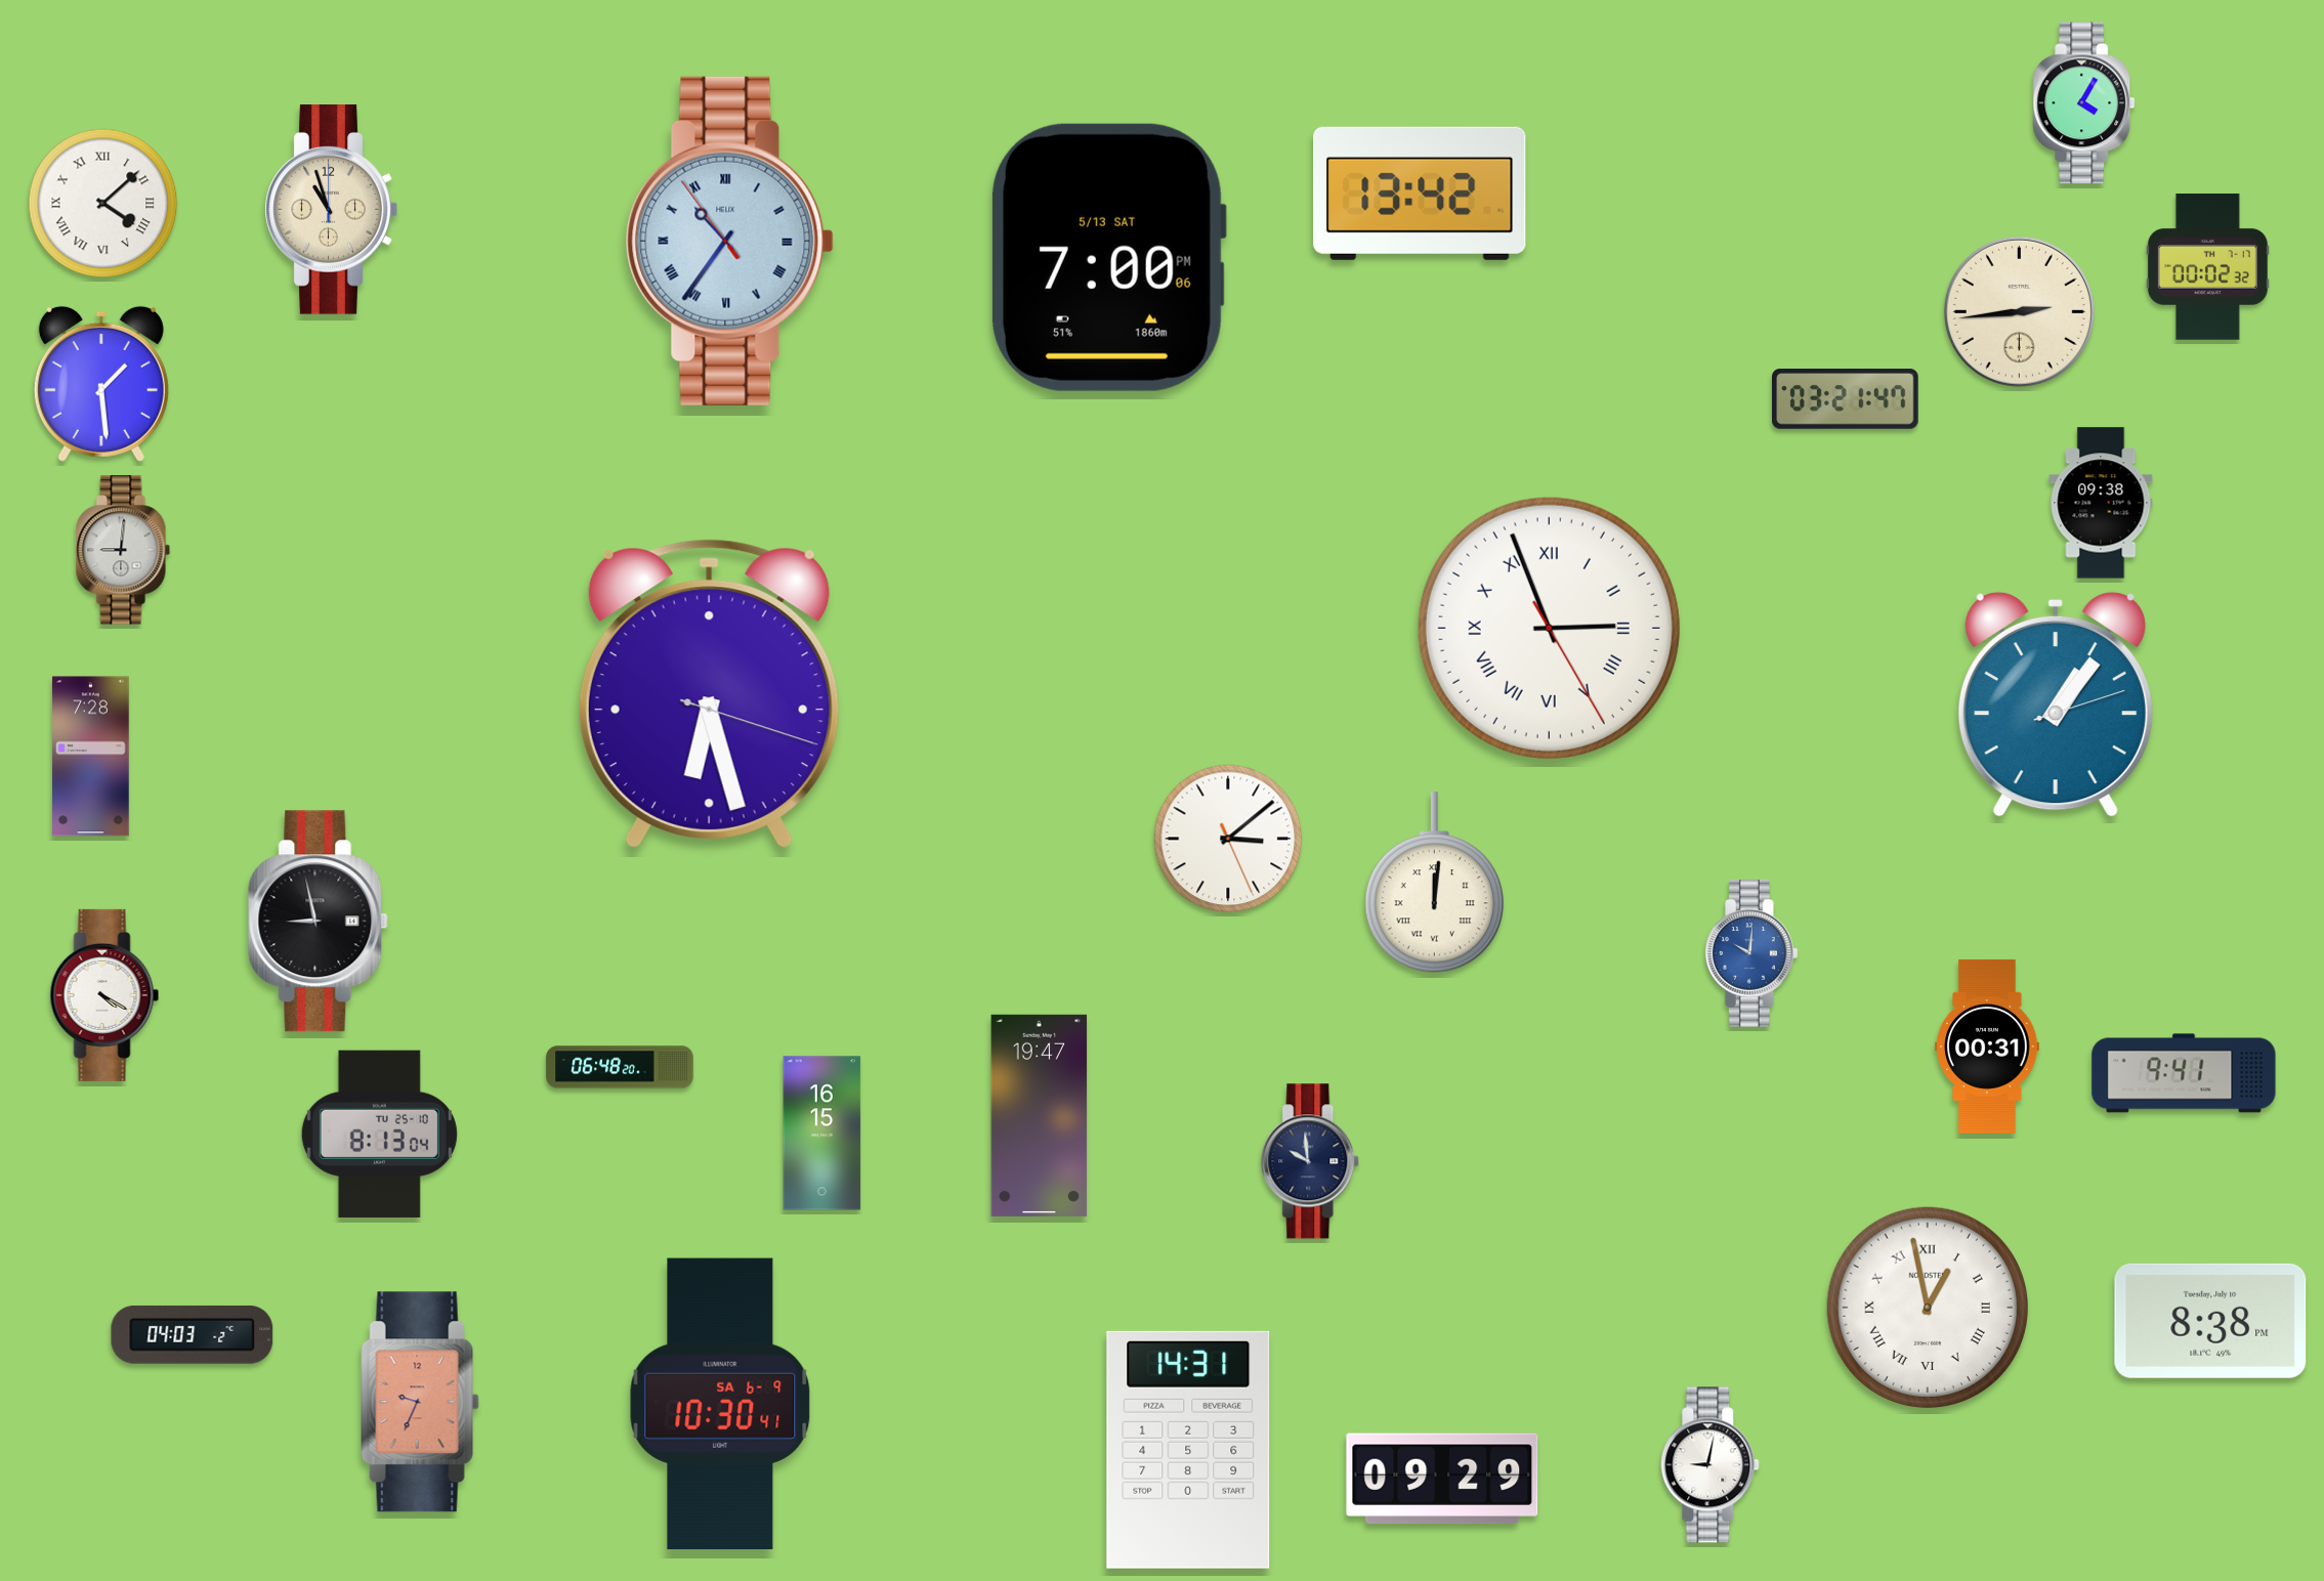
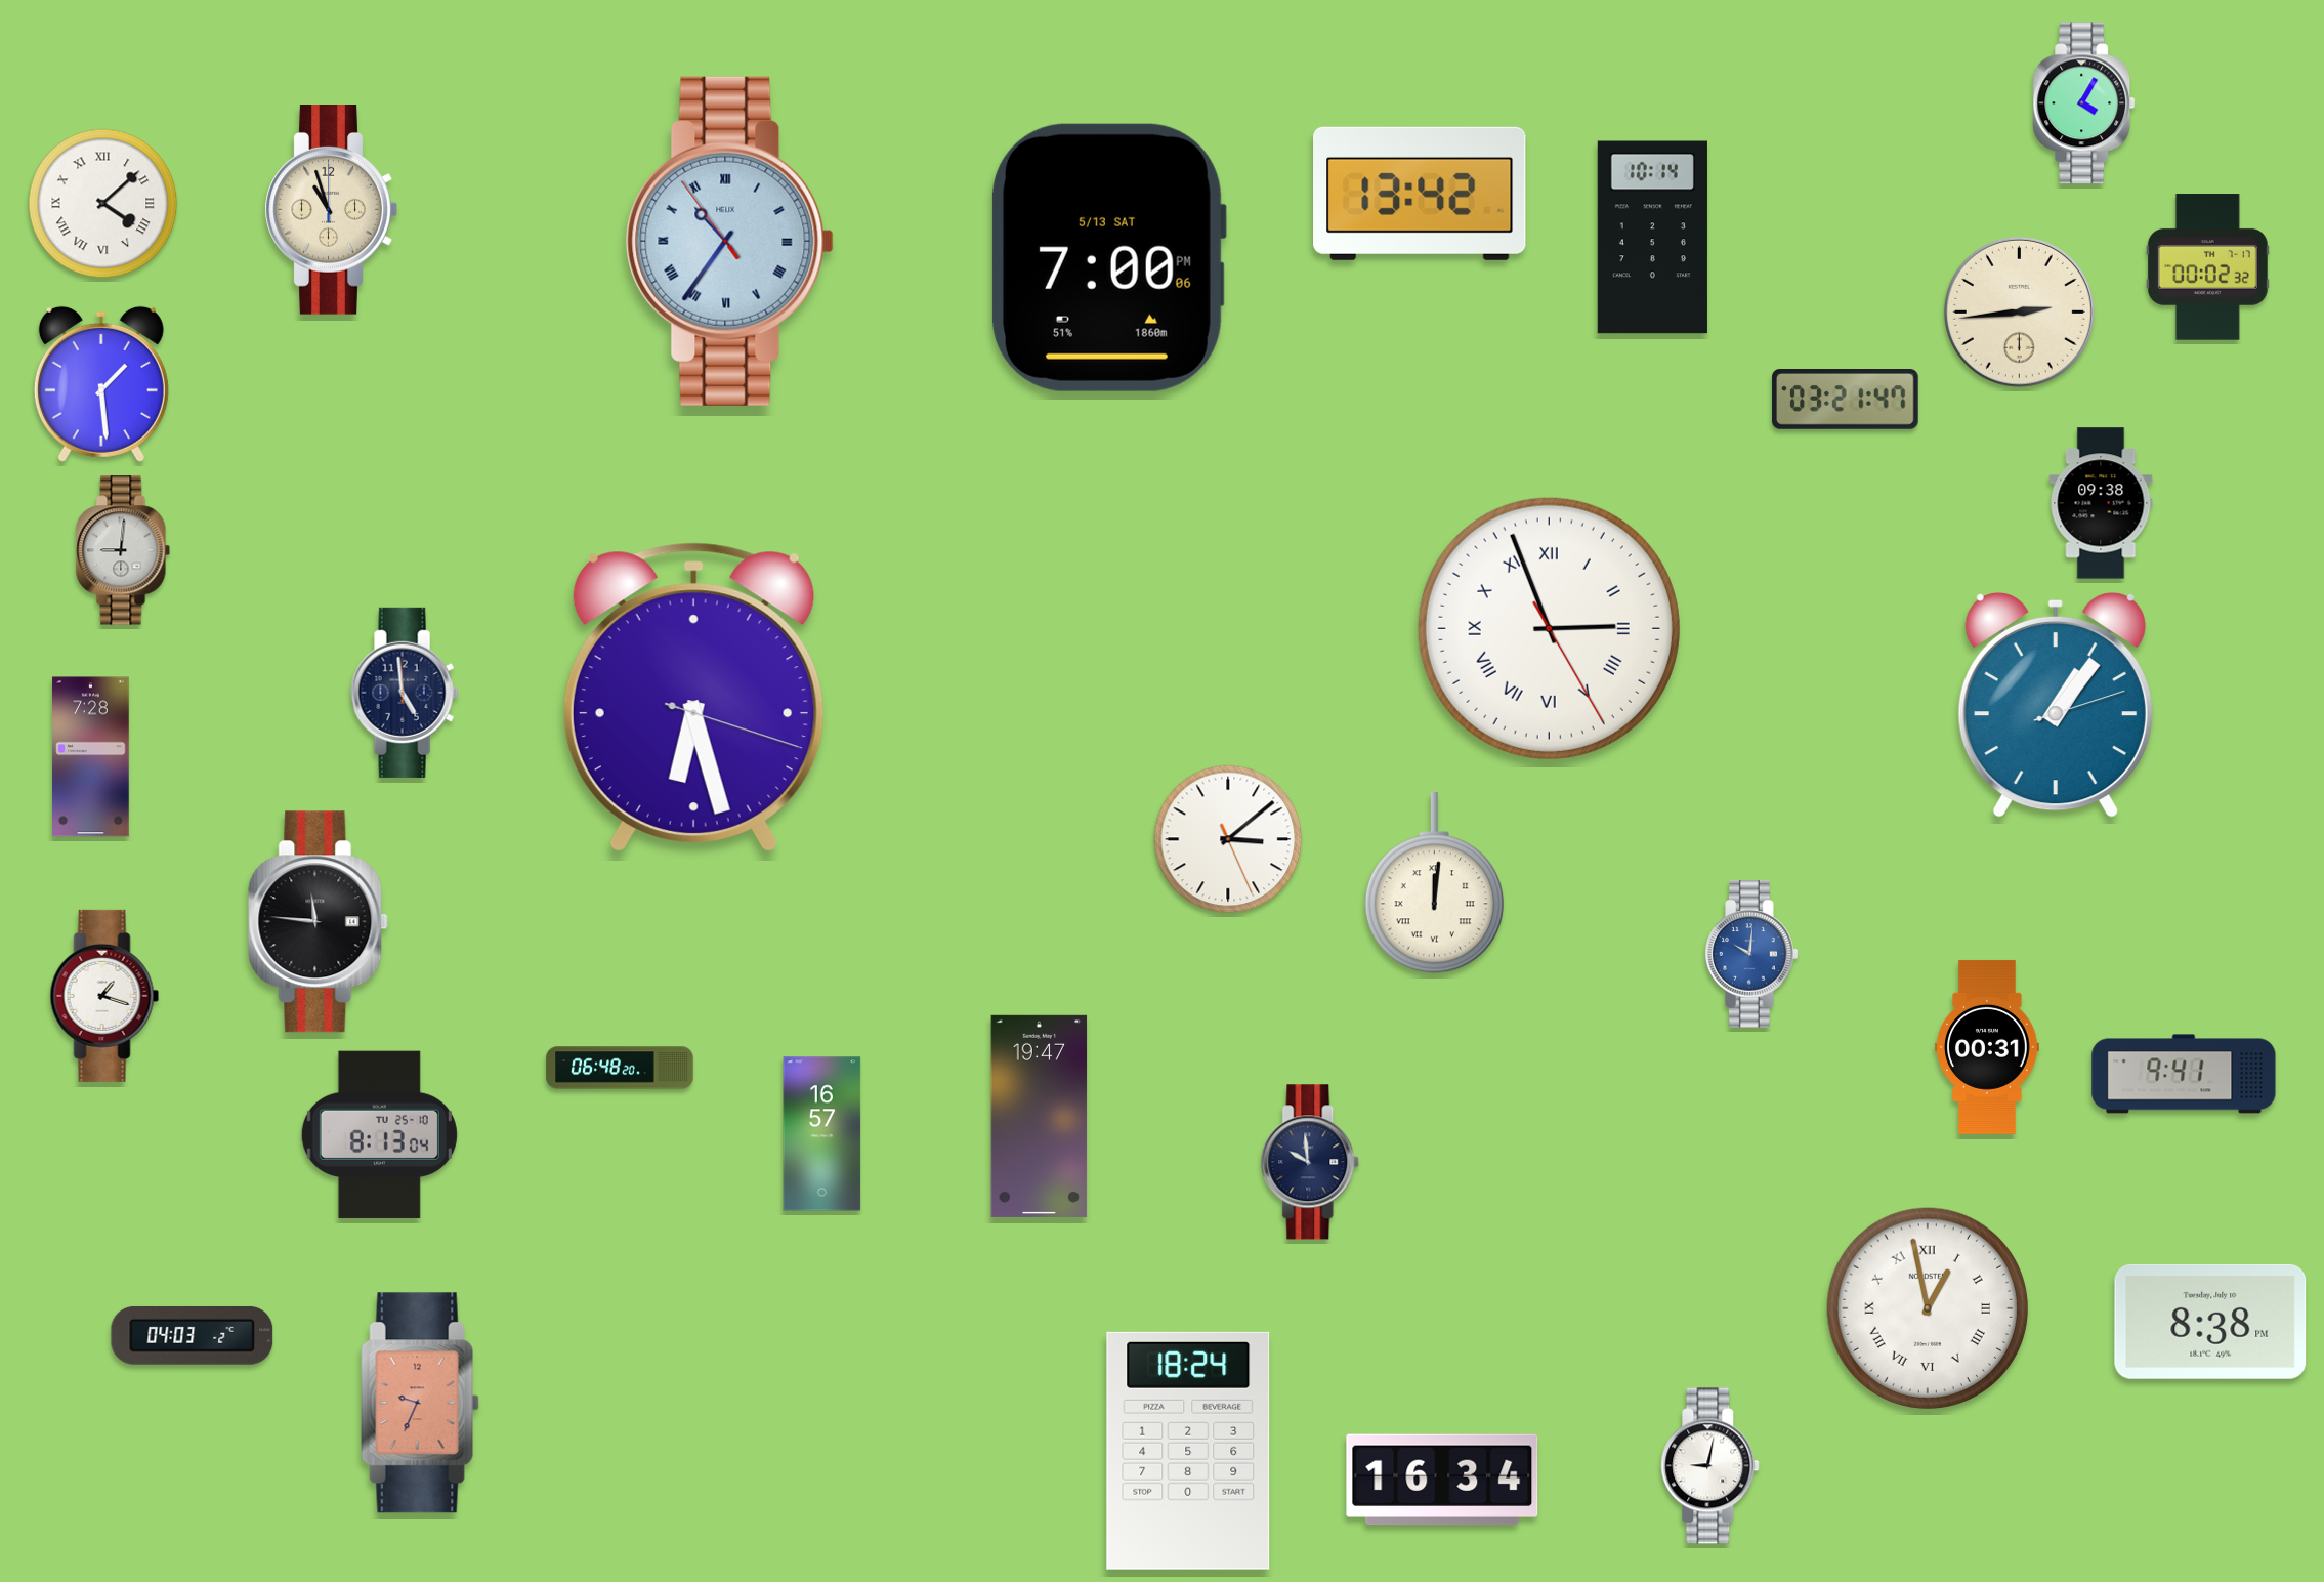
clock at (1652, 238): none -> 10:14
clock at (405, 693): none -> 4:59
clock at (709, 693) position: (709, 693) -> (693, 697)
clock at (319, 922): 8:58 -> 11:46
clock at (104, 995): 4:20 -> 1:18
clock at (822, 1134): 16:15 -> 16:57
clock at (720, 1403): 10:30 -> none
clock at (1188, 1450): 14:31 -> 18:24
clock at (1442, 1479): 09:29 -> 16:34
